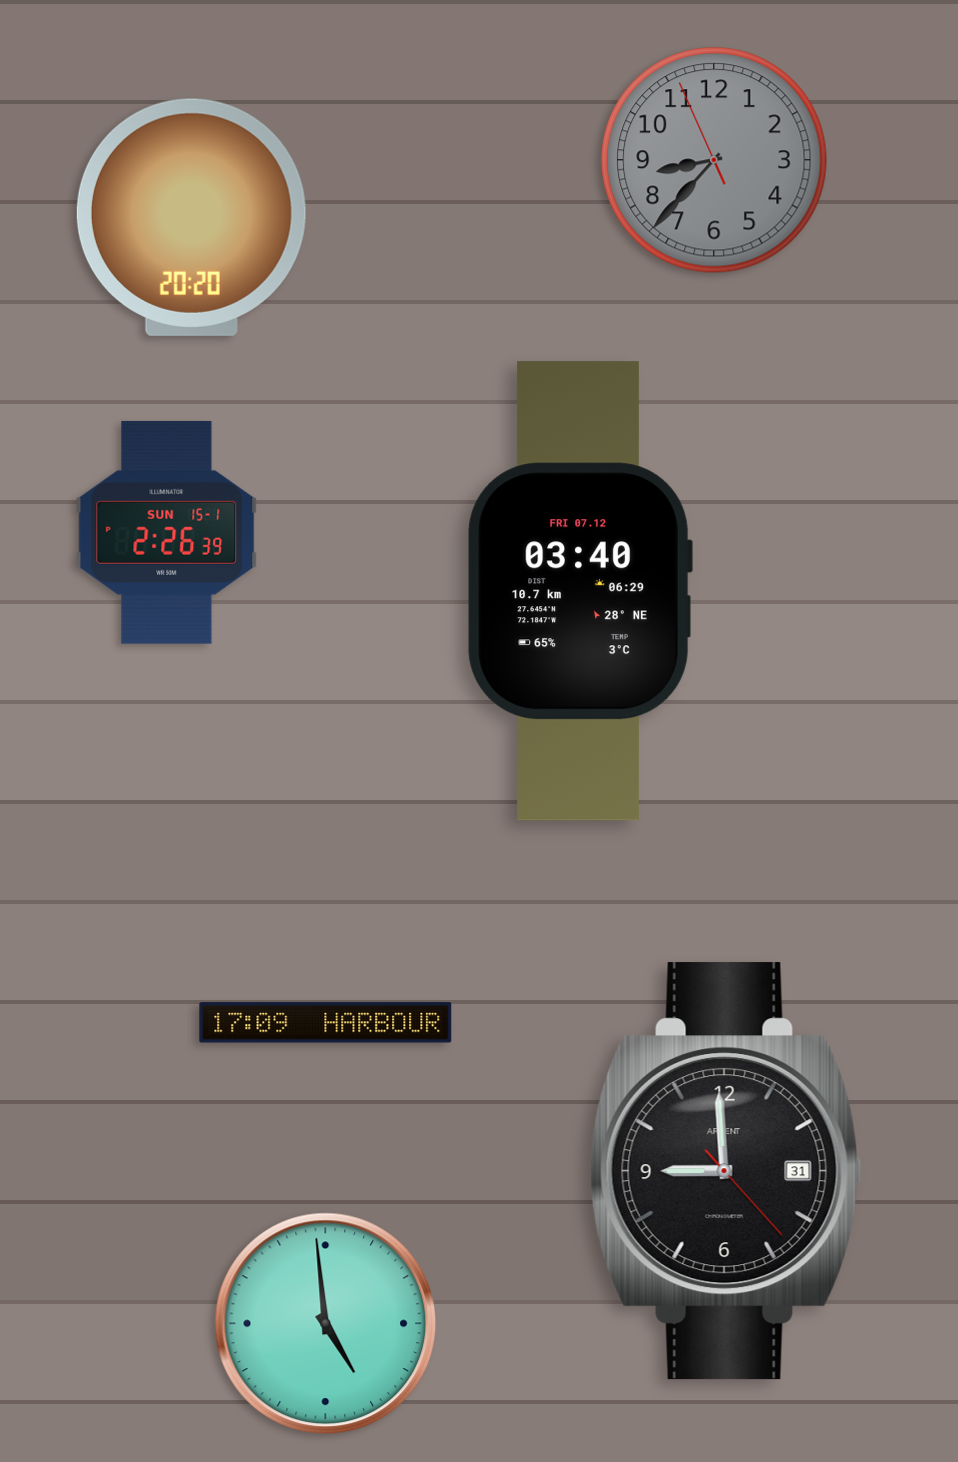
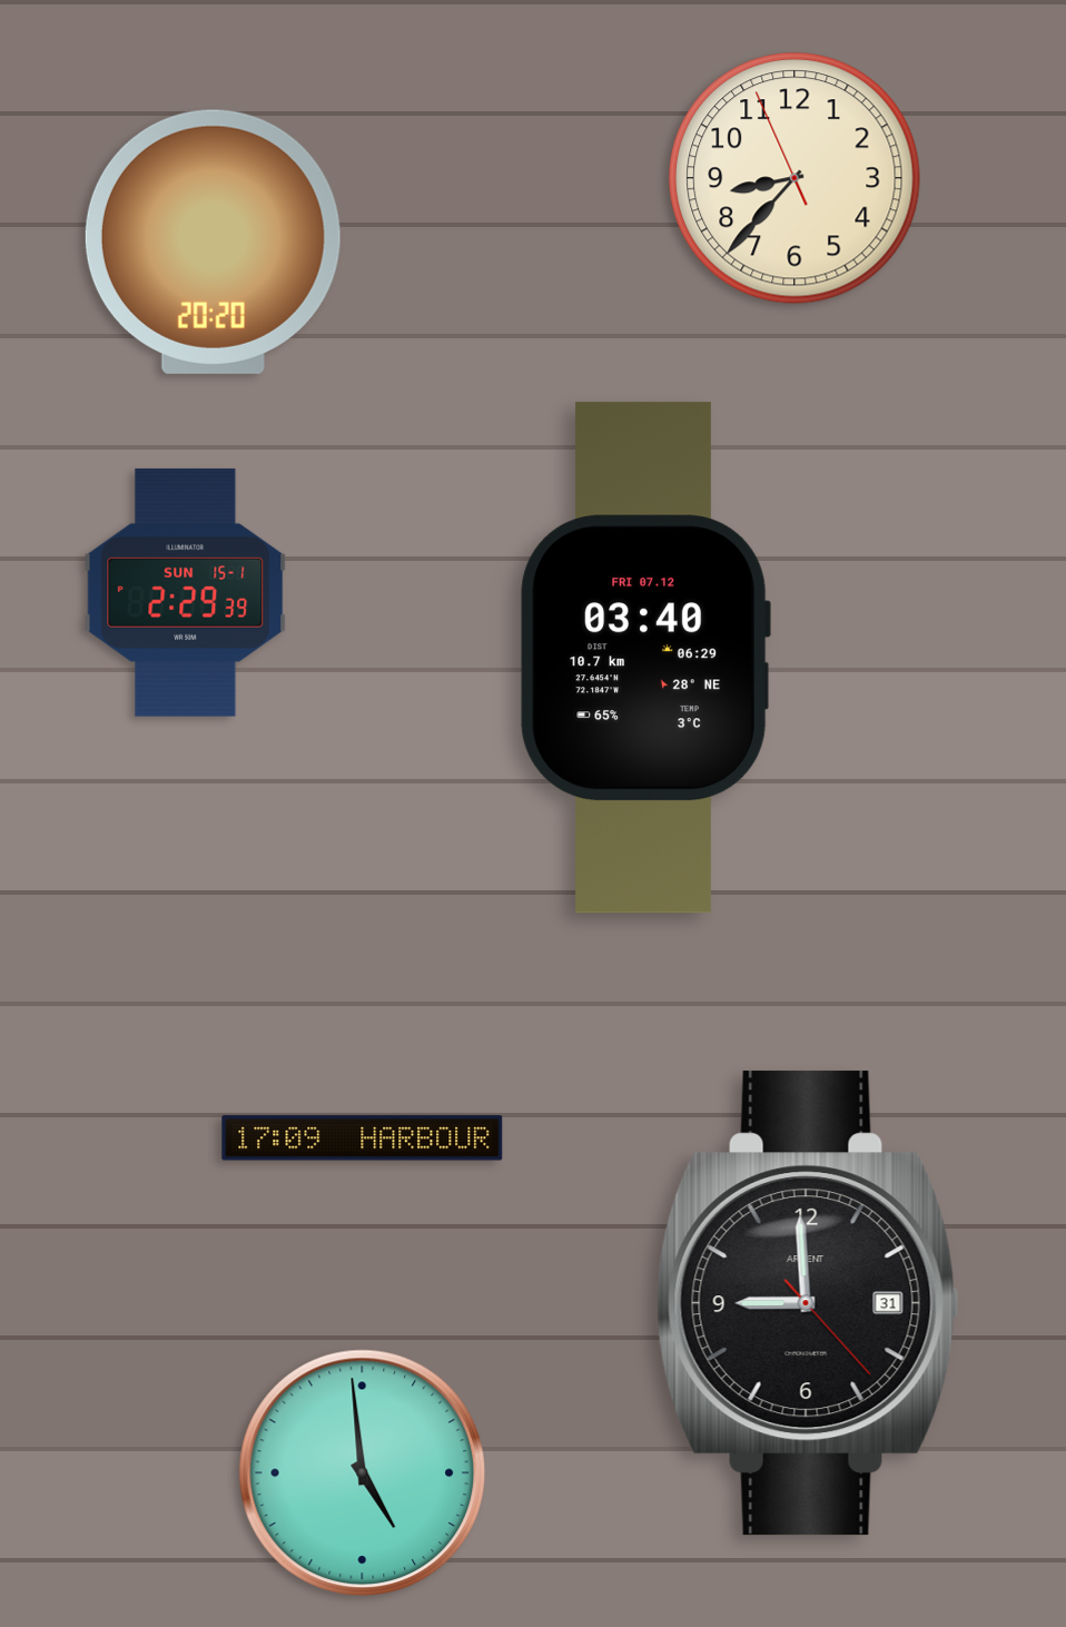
clock at (714, 160) dial: grey -> cream
clock at (167, 532): 2:26 -> 2:29
